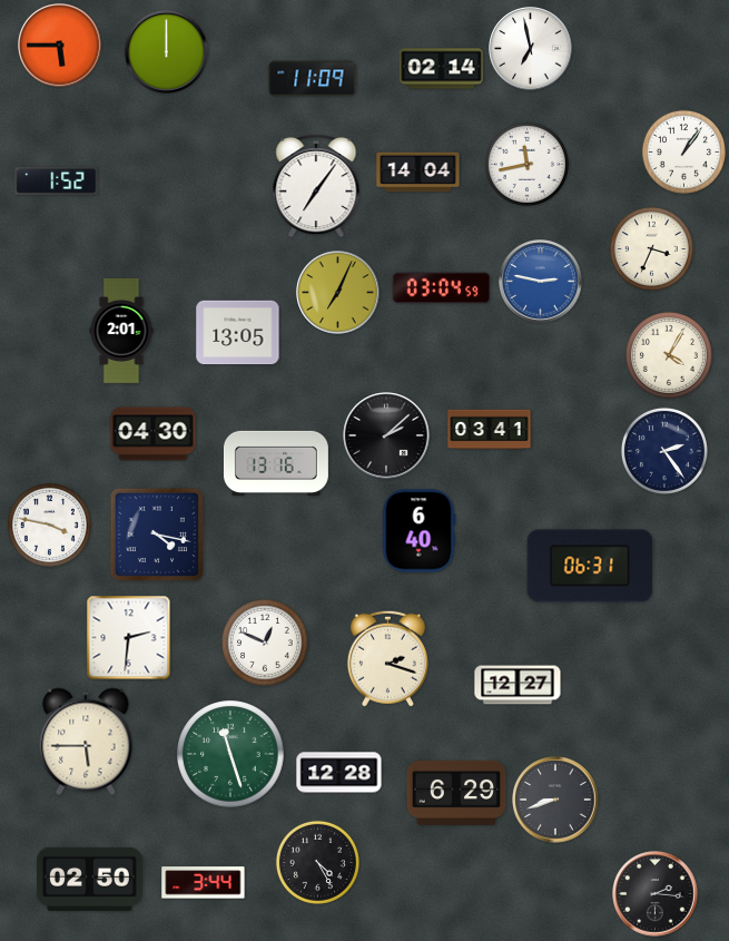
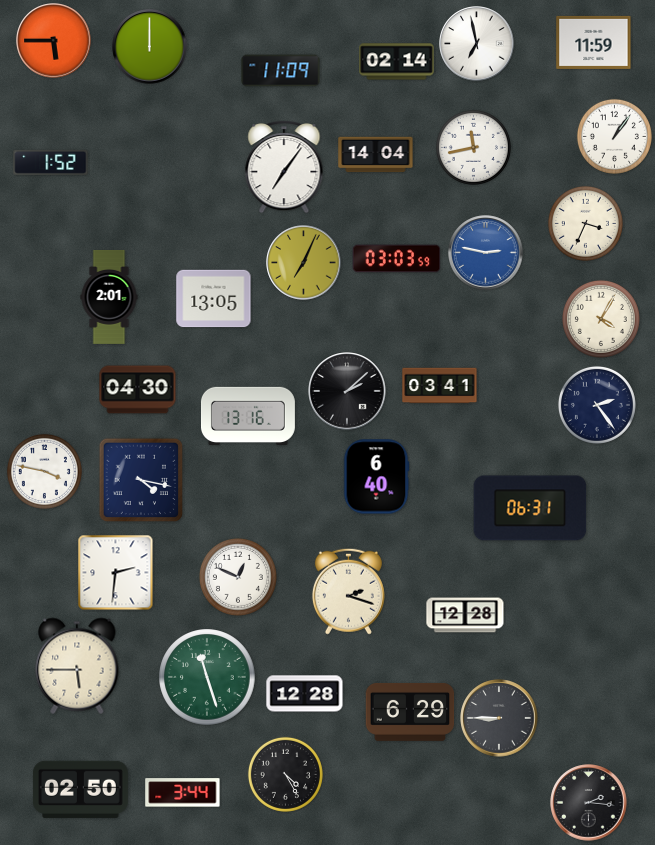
clock at (594, 42): none -> 11:59
clock at (442, 288): 03:04 -> 03:03
clock at (518, 685): 12:27 -> 12:28
clock at (555, 800): 8:42 -> 8:45
